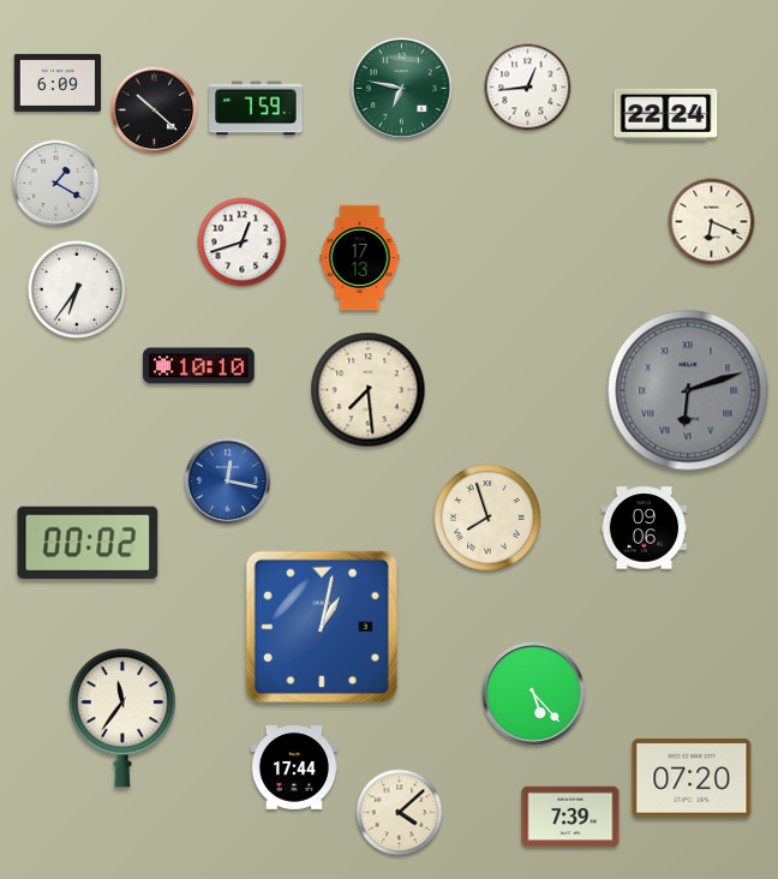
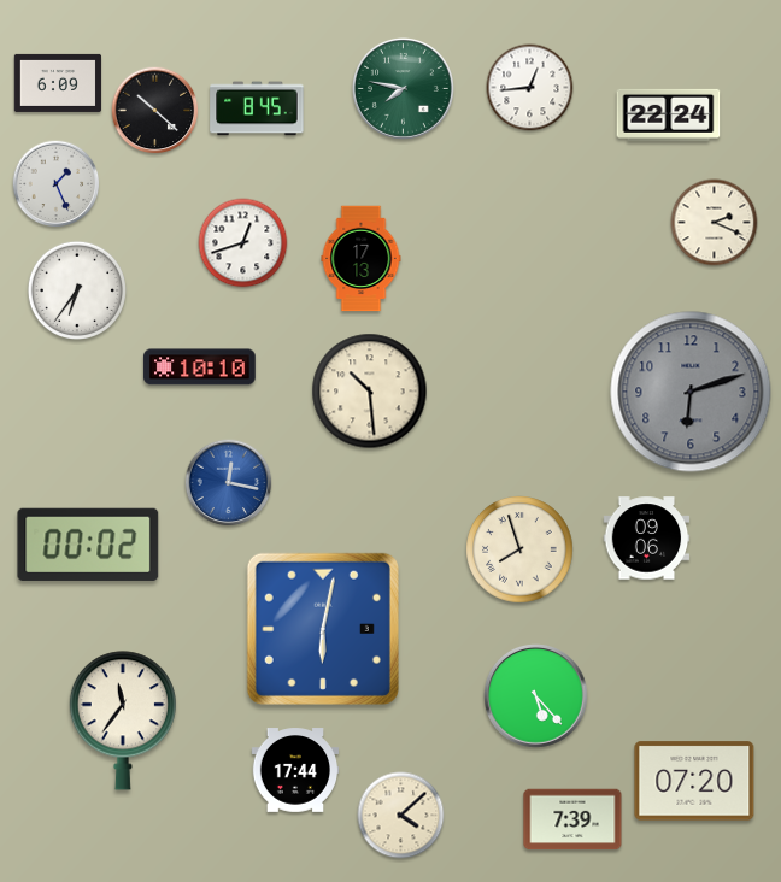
clock at (401, 88): 6:47 -> 7:47
clock at (256, 108): 7:59 -> 8:45
clock at (56, 184): 1:20 -> 1:26
clock at (712, 222): 6:19 -> 2:19
clock at (369, 390): 7:29 -> 10:29
clock at (688, 390) numerals: Roman -> Arabic
clock at (487, 518) position: (487, 518) -> (519, 549)
clock at (645, 528) position: (645, 528) -> (647, 539)
clock at (322, 627): 1:02 -> 6:02
